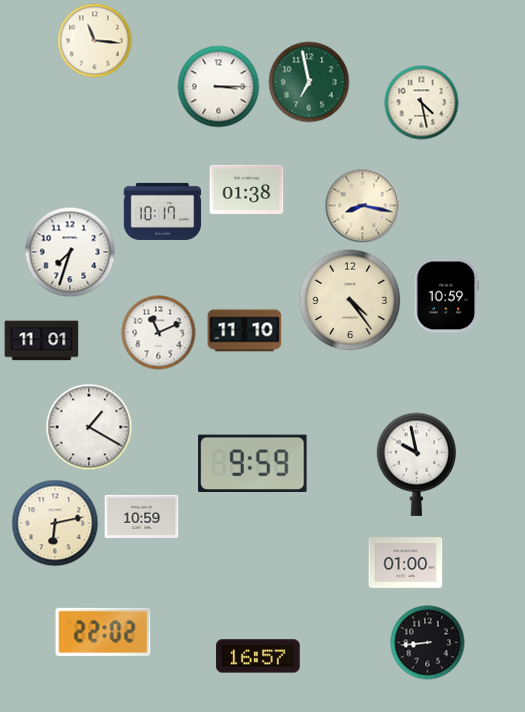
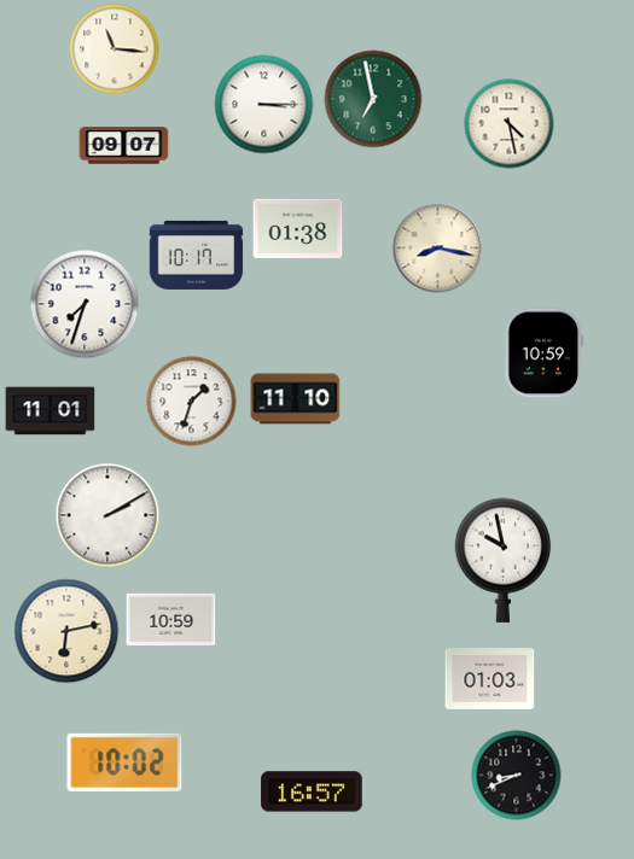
clock at (124, 146): none -> 09:07
clock at (447, 296) position: (447, 296) -> (545, 353)
clock at (350, 300): 4:24 -> none
clock at (159, 333): 11:11 -> 1:33
clock at (89, 427): 1:20 -> 2:10
clock at (253, 463): 9:59 -> none
clock at (142, 516) position: (142, 516) -> (171, 619)
clock at (406, 563): 01:00 -> 01:03
clock at (103, 632): 22:02 -> 10:02
clock at (428, 643): 8:44 -> 8:41
